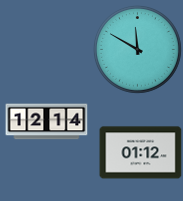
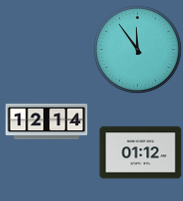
clock at (137, 49): 11:50 -> 11:54
